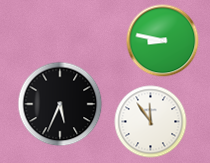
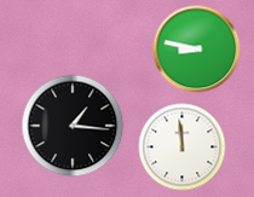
clock at (60, 104): 5:34 -> 1:16
clock at (151, 122): 11:54 -> 11:59
